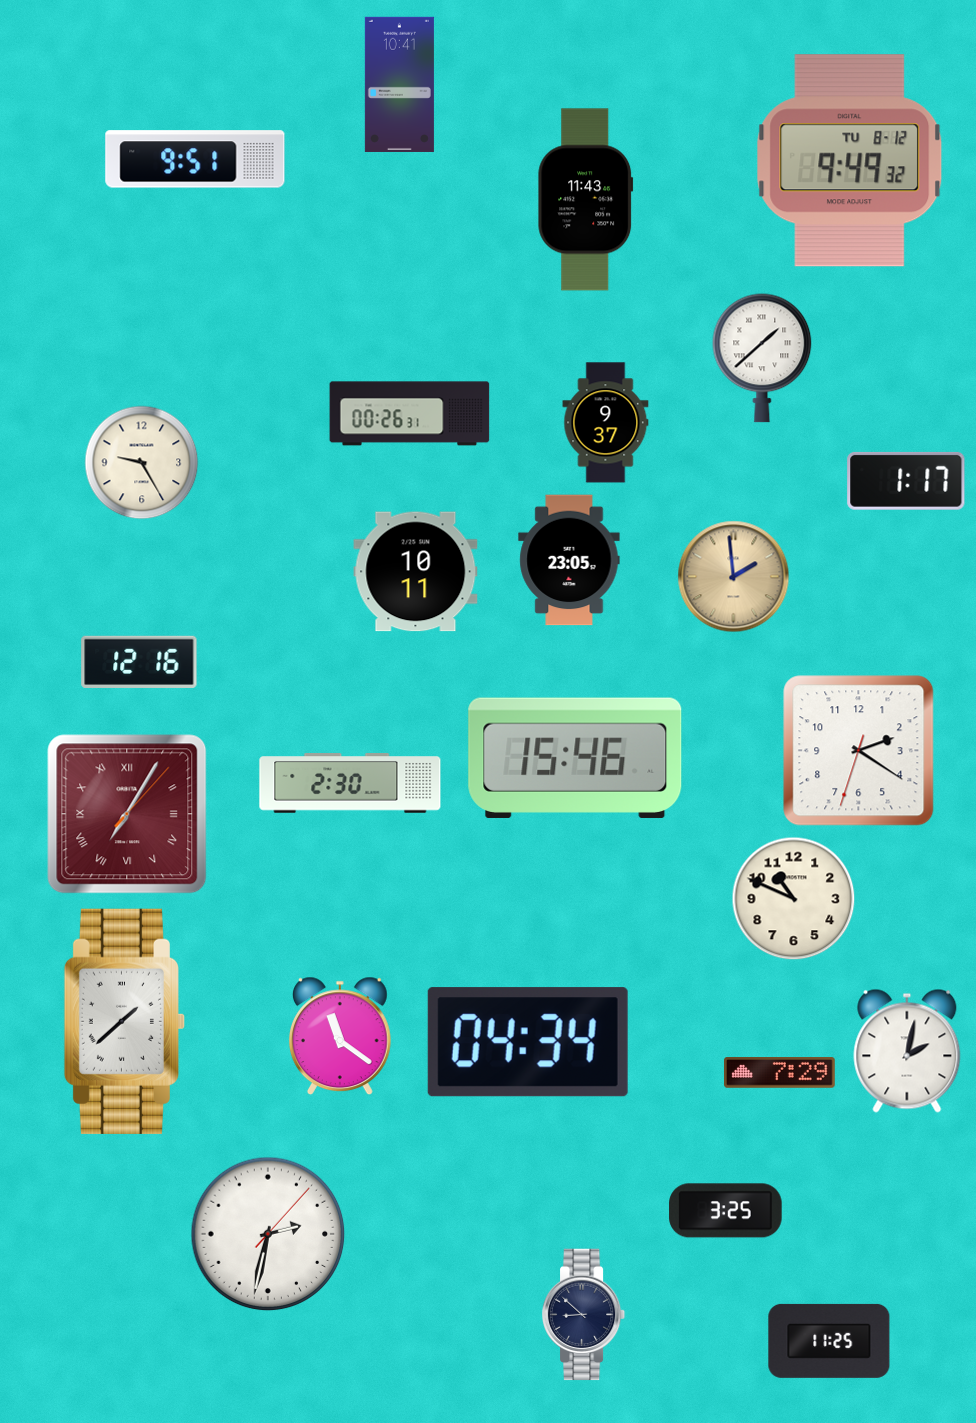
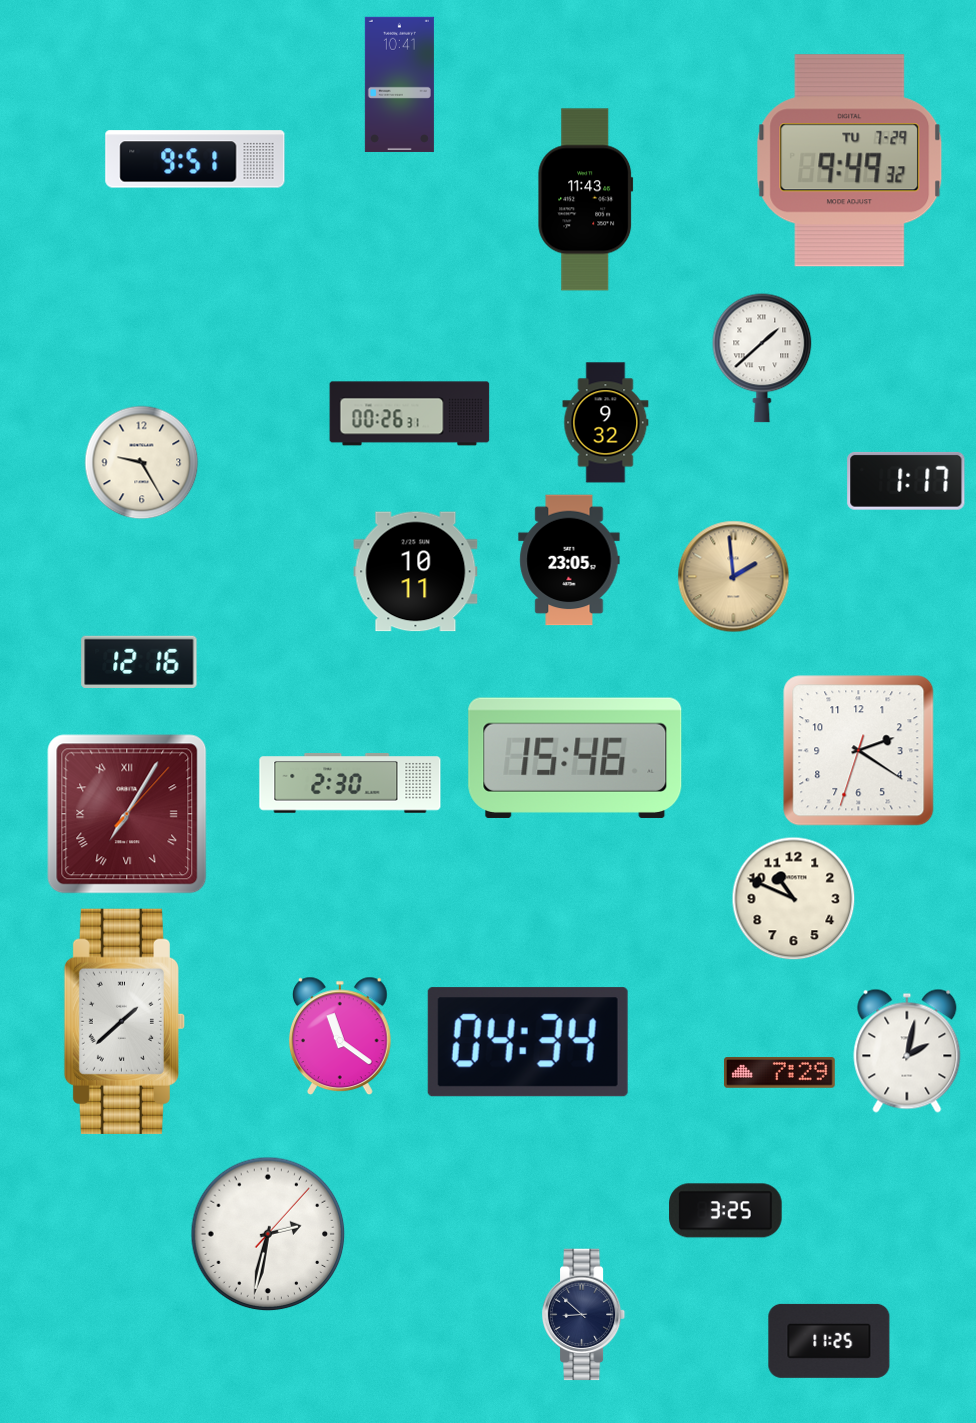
clock at (850, 161) date: TU 8-12 -> TU 7-29
clock at (606, 423): 9:37 -> 9:32
